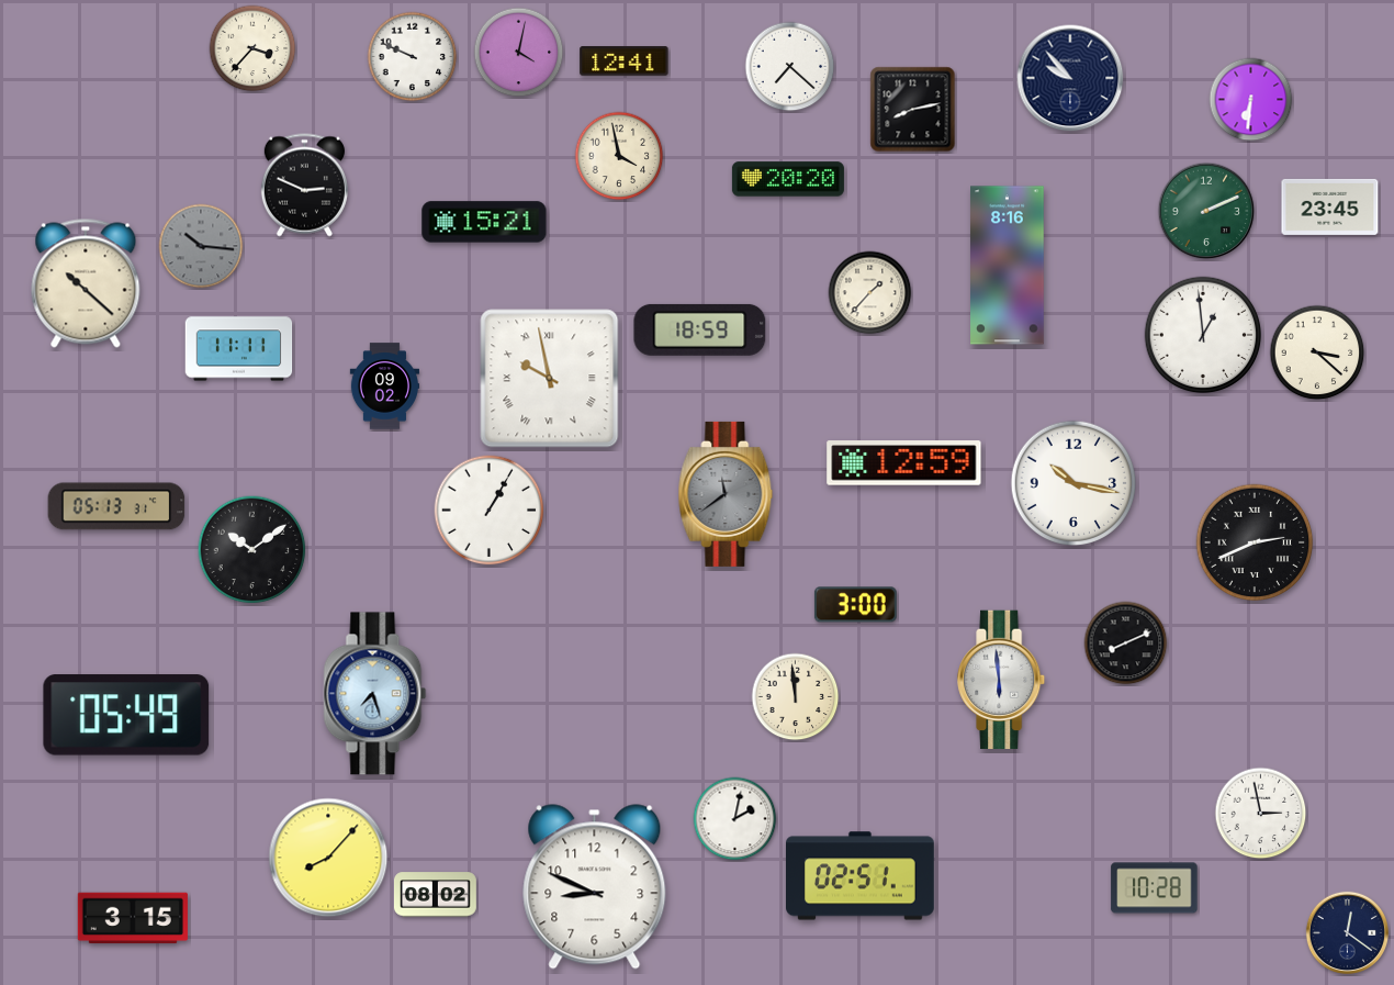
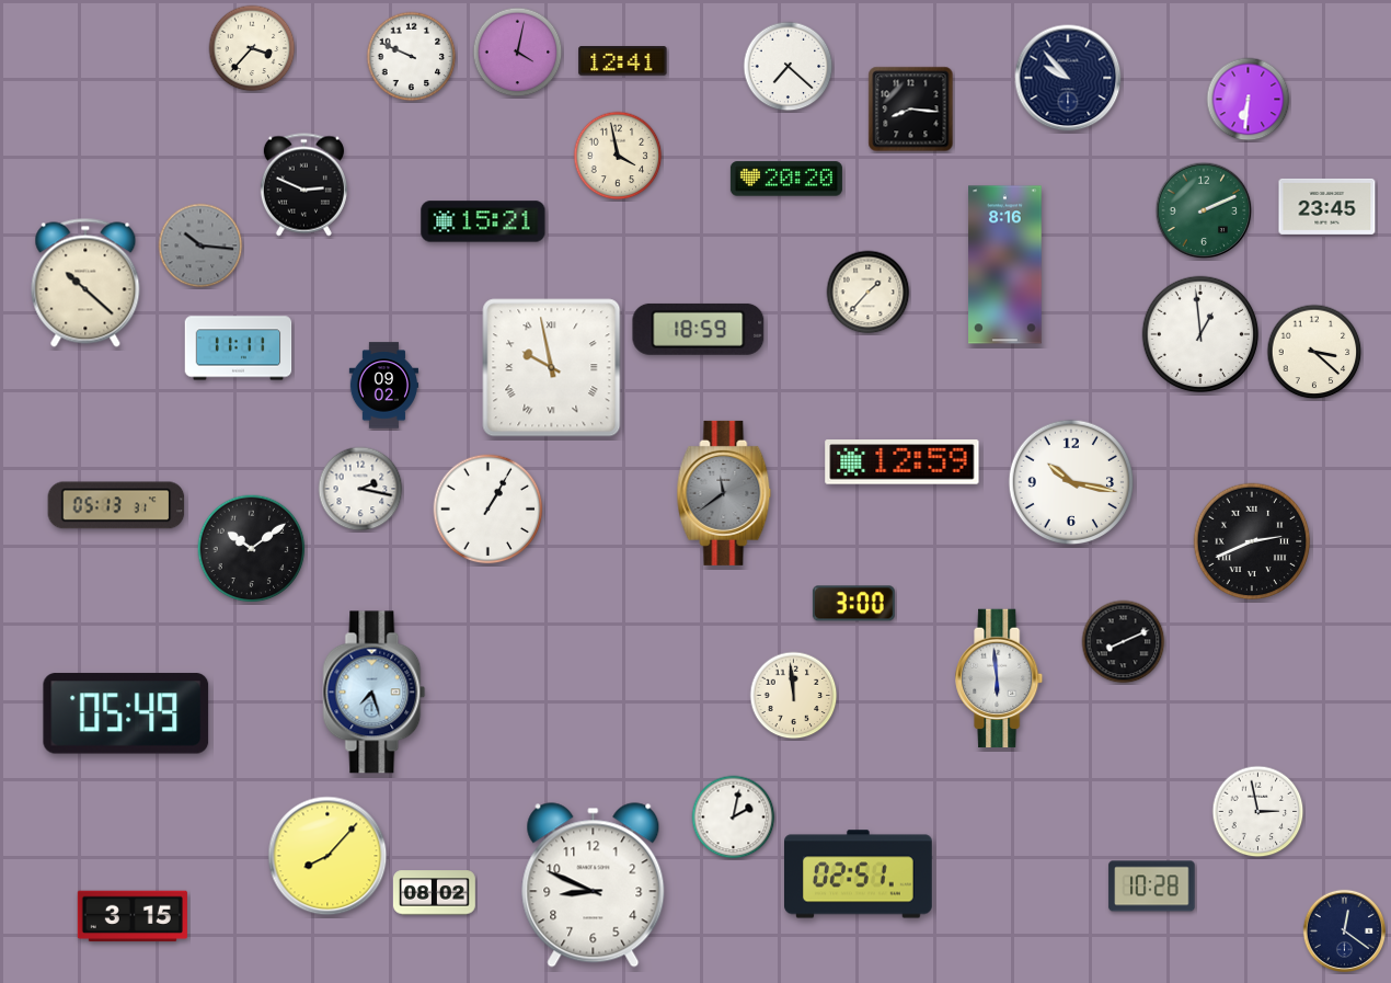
clock at (913, 110): 8:13 -> 8:16
clock at (550, 379) position: (550, 379) -> (552, 368)
clock at (360, 489): none -> 2:17
